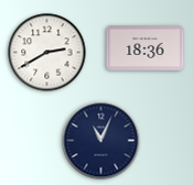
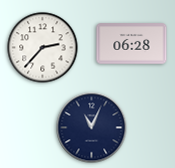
clock at (146, 48): 18:36 -> 06:28
clock at (47, 53): 2:40 -> 2:37
